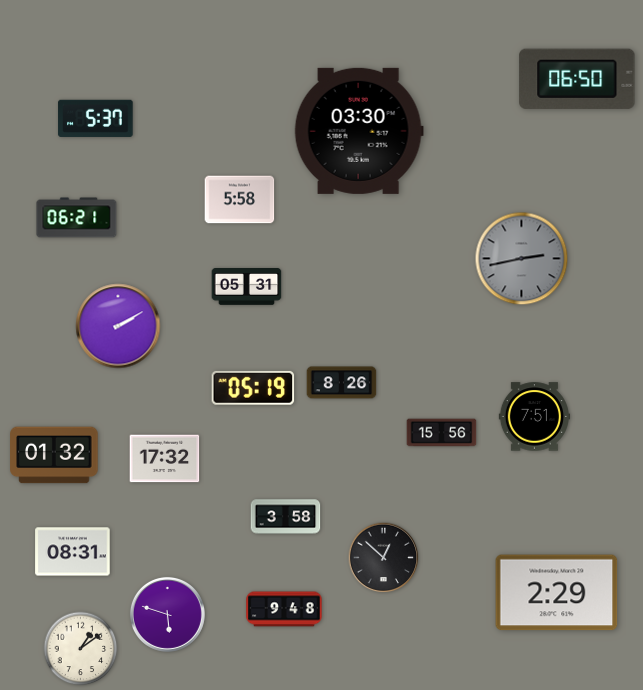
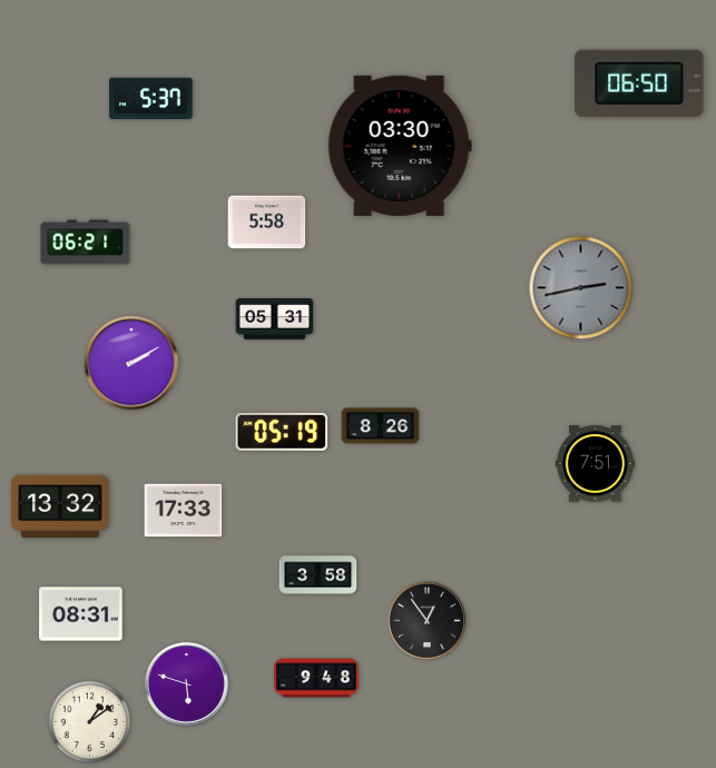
clock at (577, 79) position: (577, 79) -> (639, 83)
clock at (96, 118) position: (96, 118) -> (151, 98)
clock at (442, 433): 15:56 -> none
clock at (54, 455): 01:32 -> 13:32
clock at (165, 459): 17:32 -> 17:33
clock at (384, 558): 12:52 -> 12:54
clock at (557, 593): 2:29 -> none
